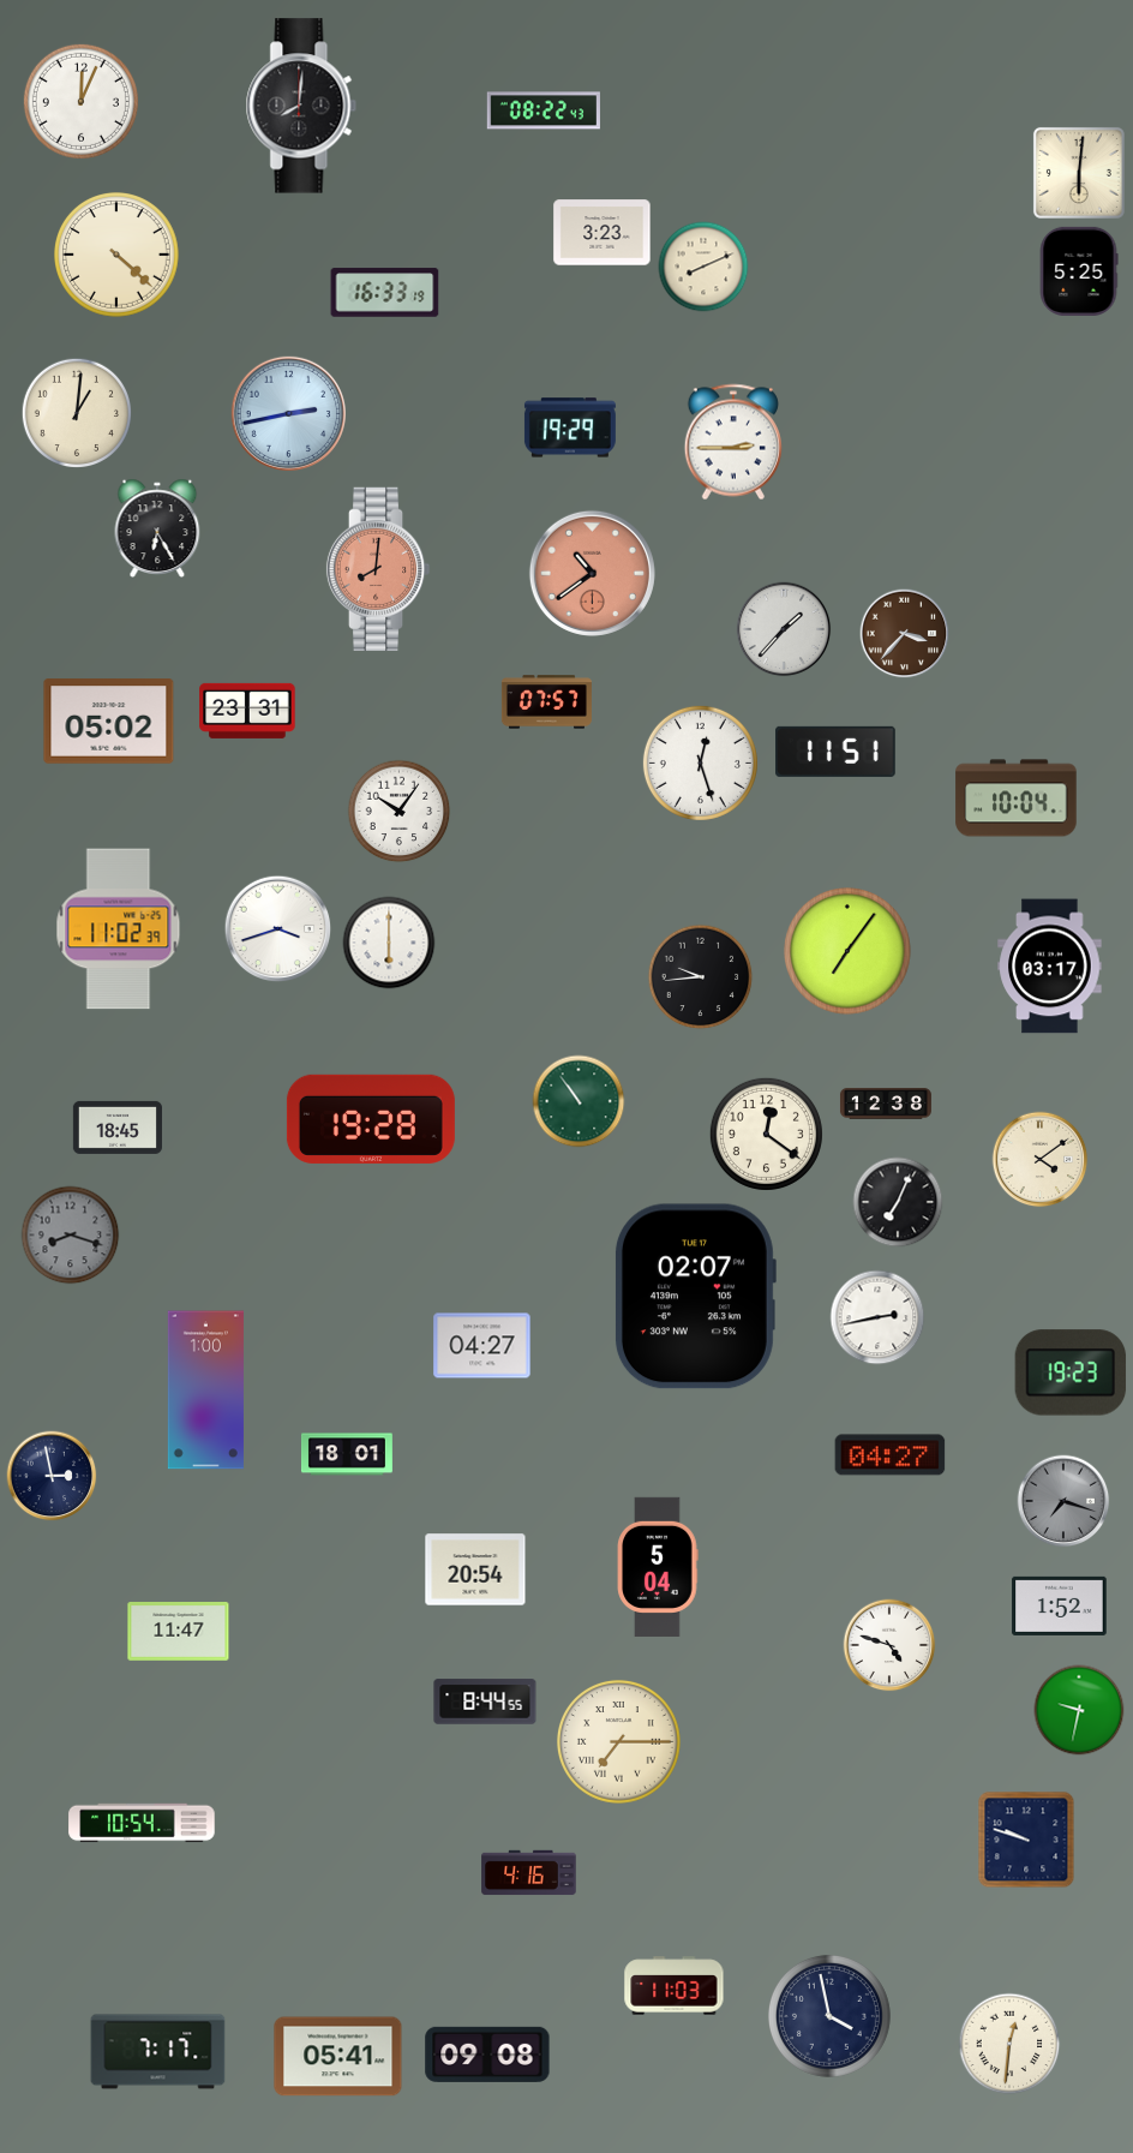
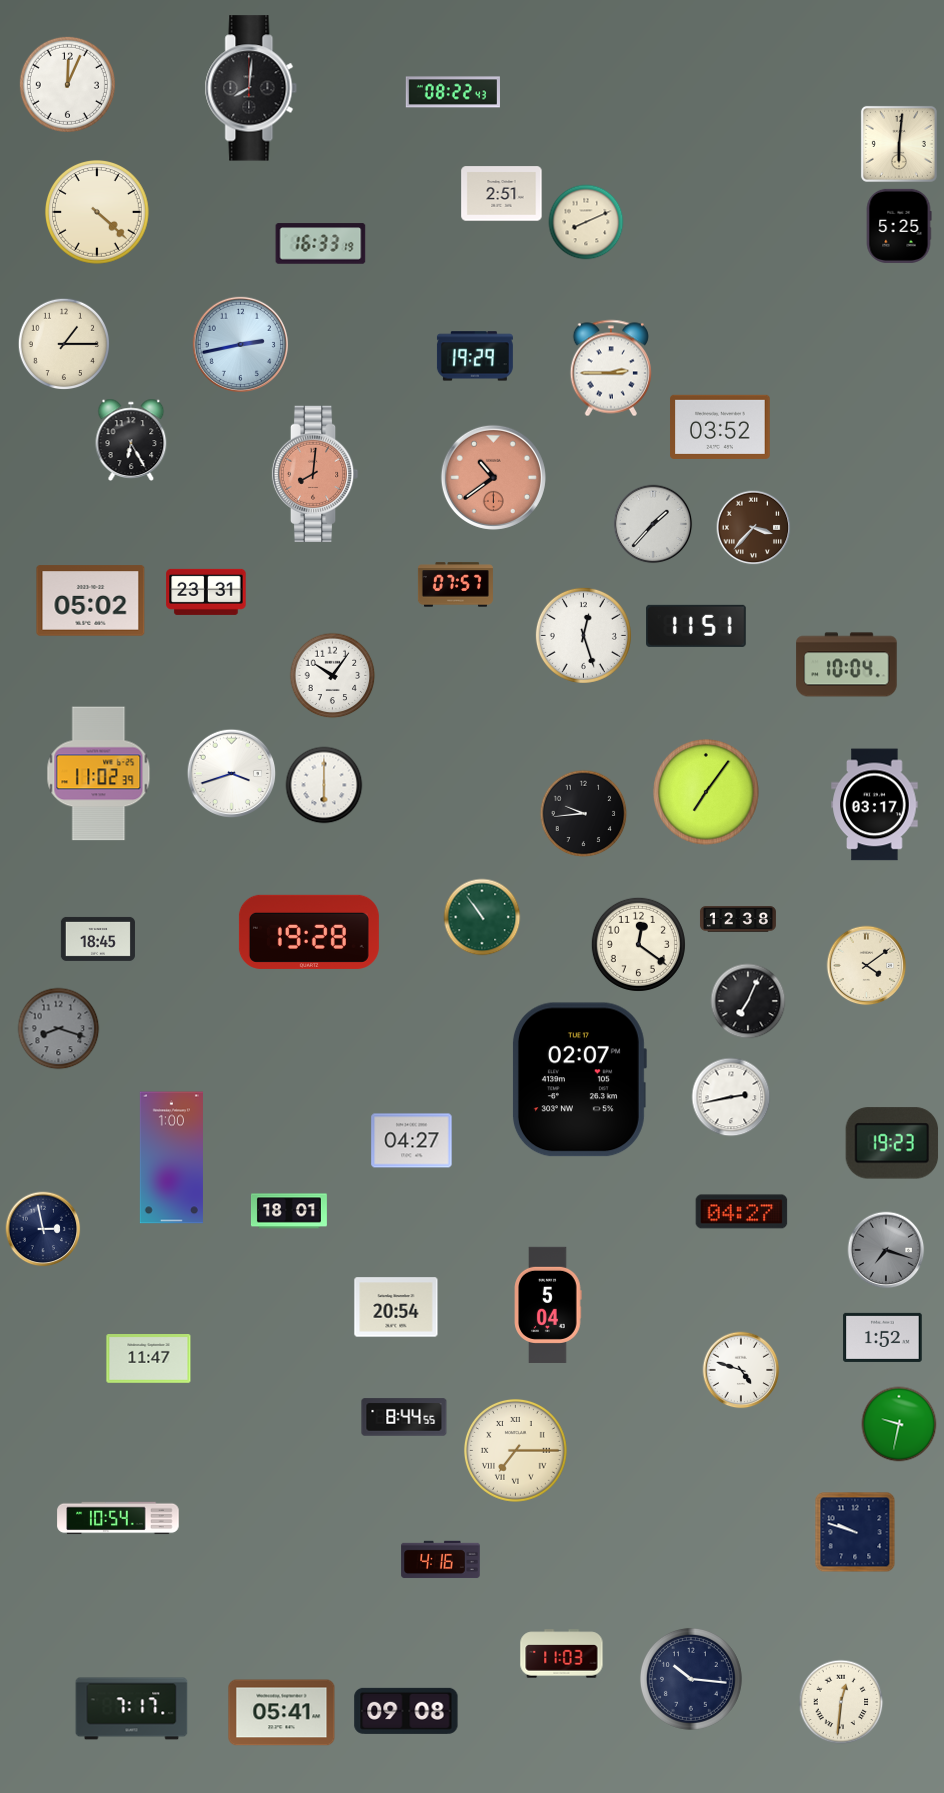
clock at (603, 233): 3:23 -> 2:51
clock at (76, 412): 1:01 -> 1:15
clock at (720, 427): none -> 03:52
clock at (482, 1346) position: (482, 1346) -> (412, 1141)
clock at (829, 2016): 3:58 -> 10:16
